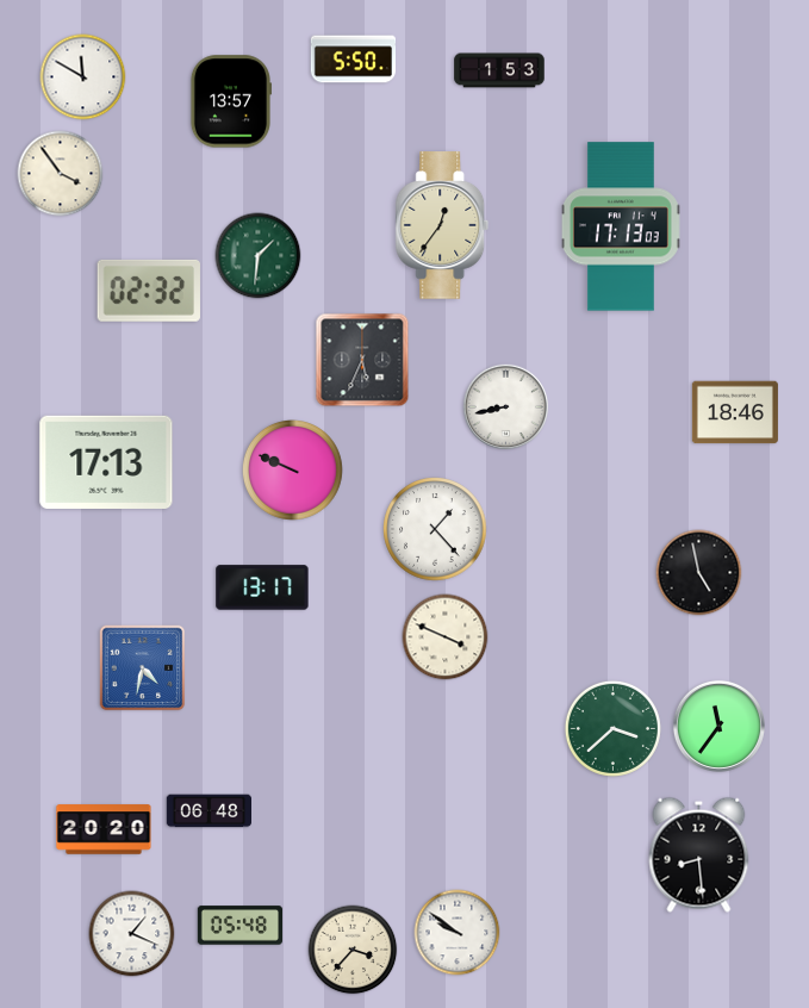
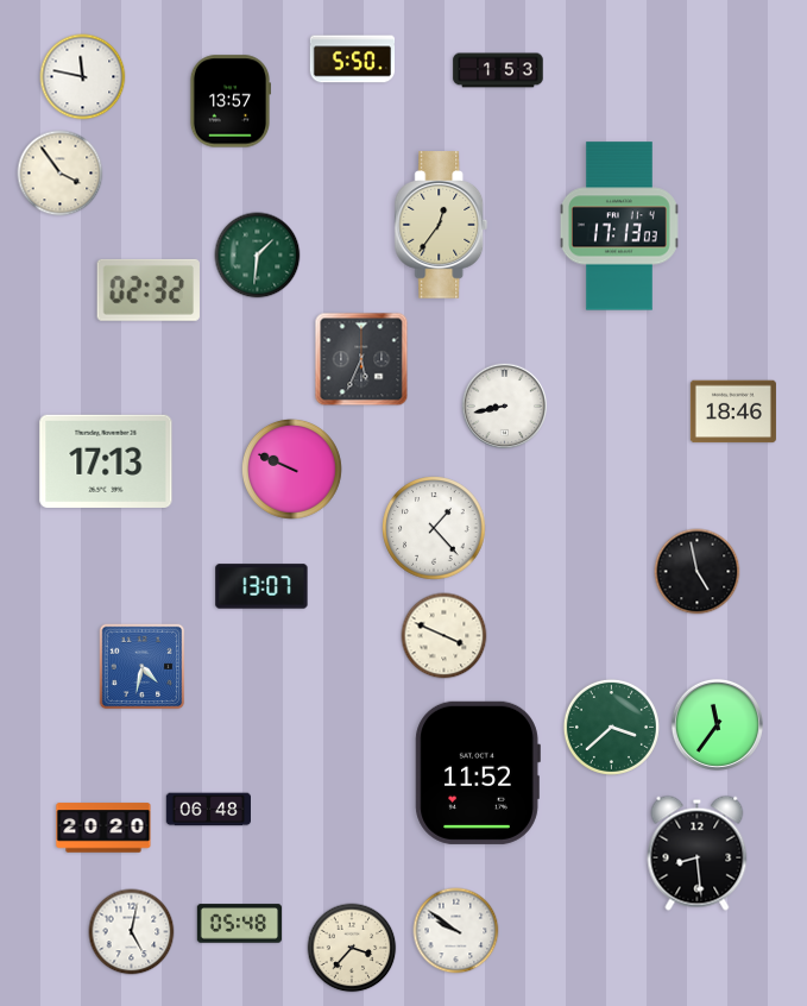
clock at (83, 77): 11:50 -> 11:47
clock at (262, 587): 13:17 -> 13:07
clock at (478, 773): none -> 11:52
clock at (132, 934): 1:19 -> 5:02
